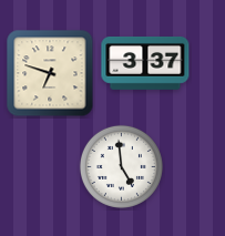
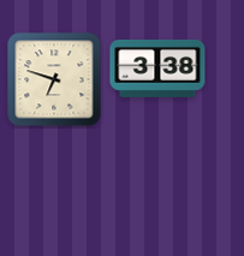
clock at (145, 63): 3:37 -> 3:38
clock at (121, 166): 4:59 -> none
